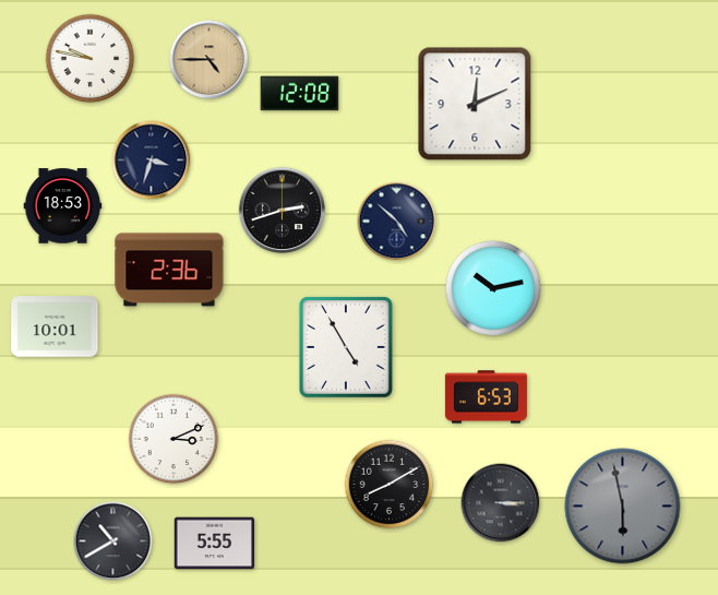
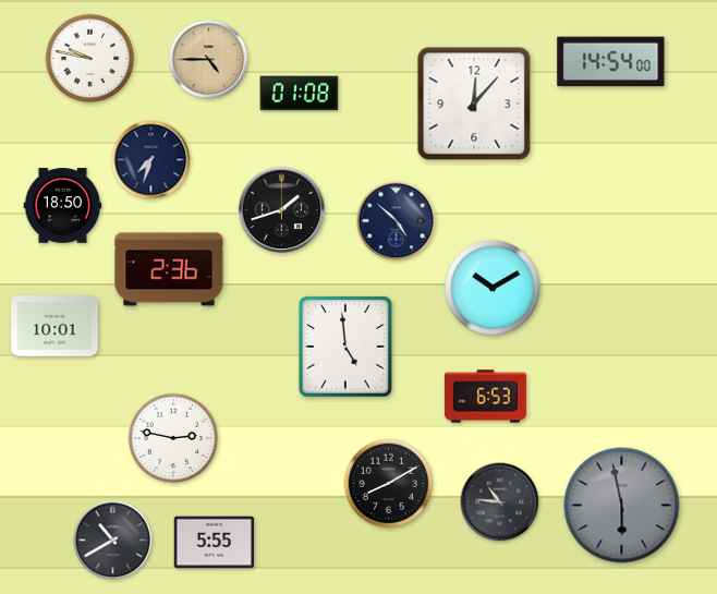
clock at (611, 62): none -> 14:54
clock at (300, 94): 12:08 -> 01:08
clock at (475, 104): 12:11 -> 12:07
clock at (152, 160): 3:33 -> 7:33
clock at (63, 206): 18:53 -> 18:50
clock at (283, 211): 2:42 -> 1:42
clock at (493, 288): 10:13 -> 10:10
clock at (346, 347): 4:55 -> 4:59
clock at (173, 439): 3:11 -> 2:47
clock at (501, 503): 3:15 -> 10:46
